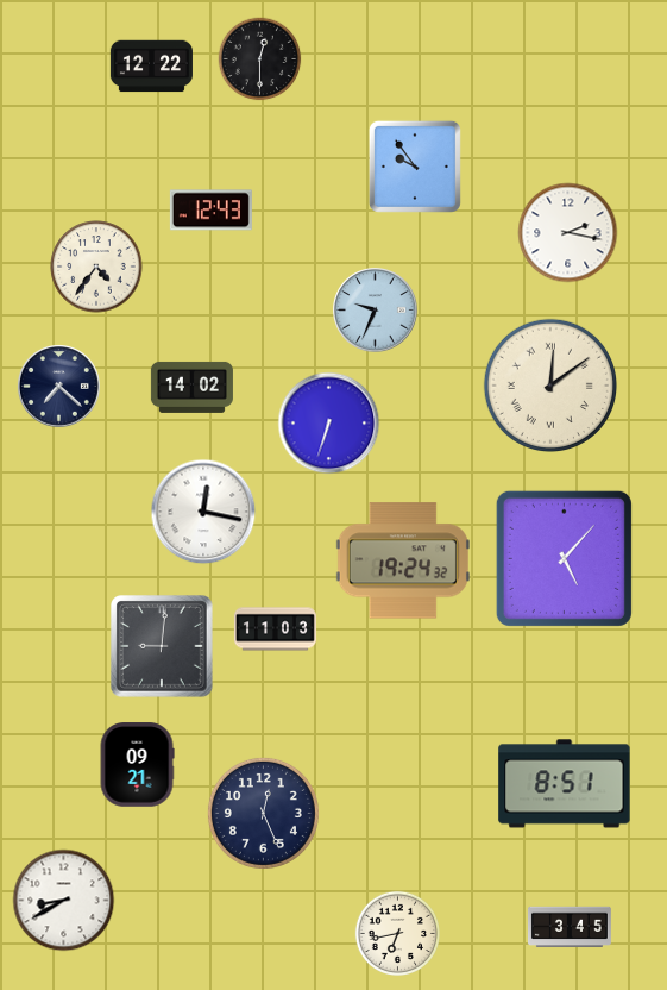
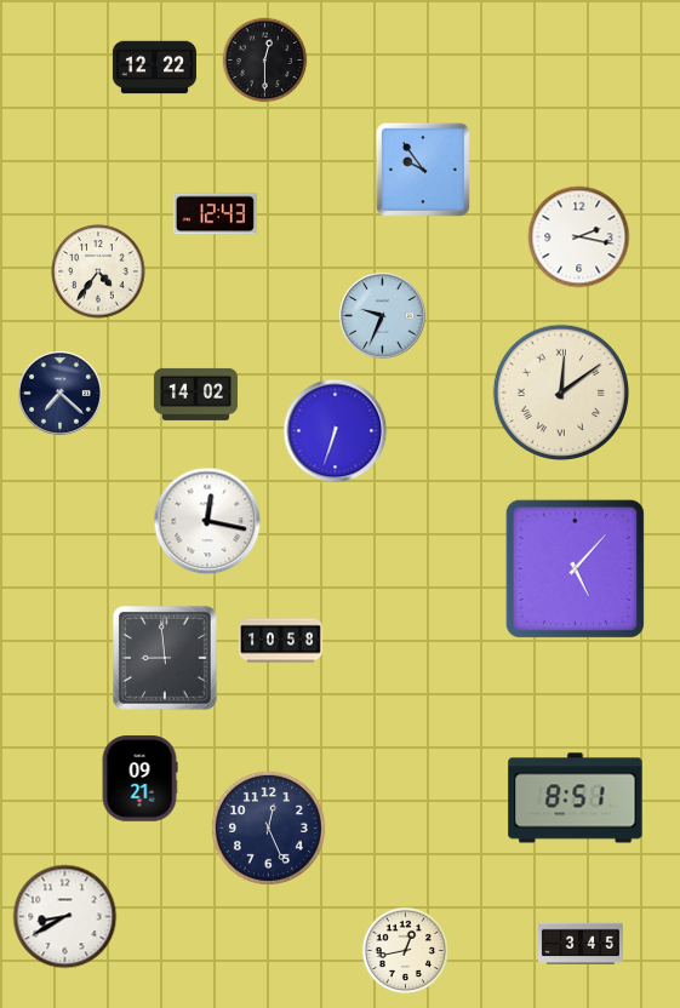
clock at (403, 560): 19:24 -> none
clock at (275, 629): 11:03 -> 10:58
clock at (163, 647): 9:01 -> 8:59
clock at (397, 933): 6:43 -> 12:43
